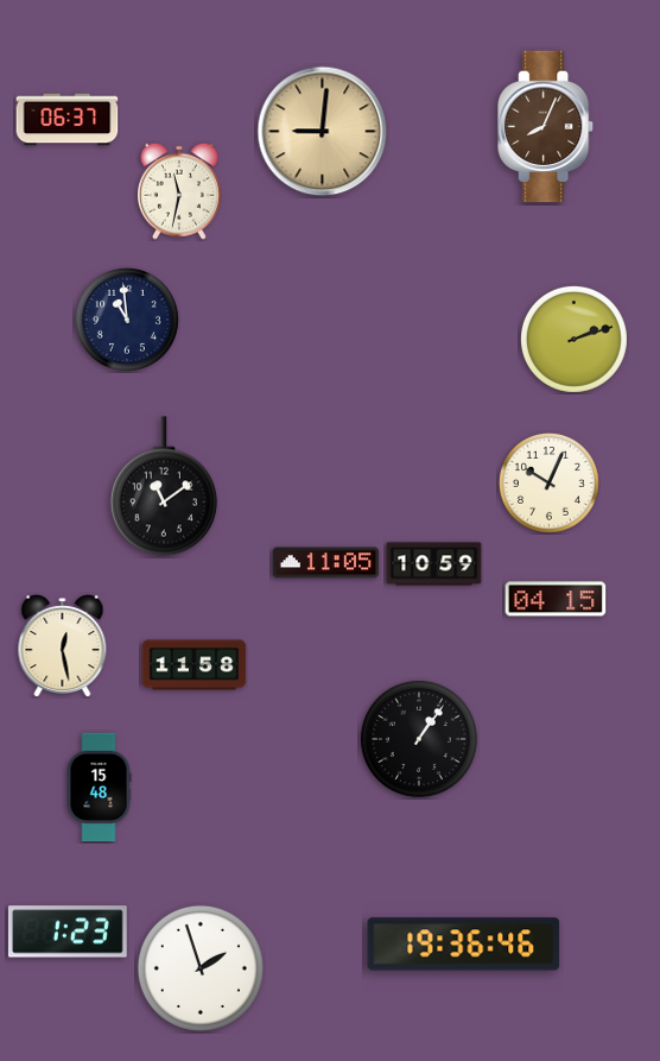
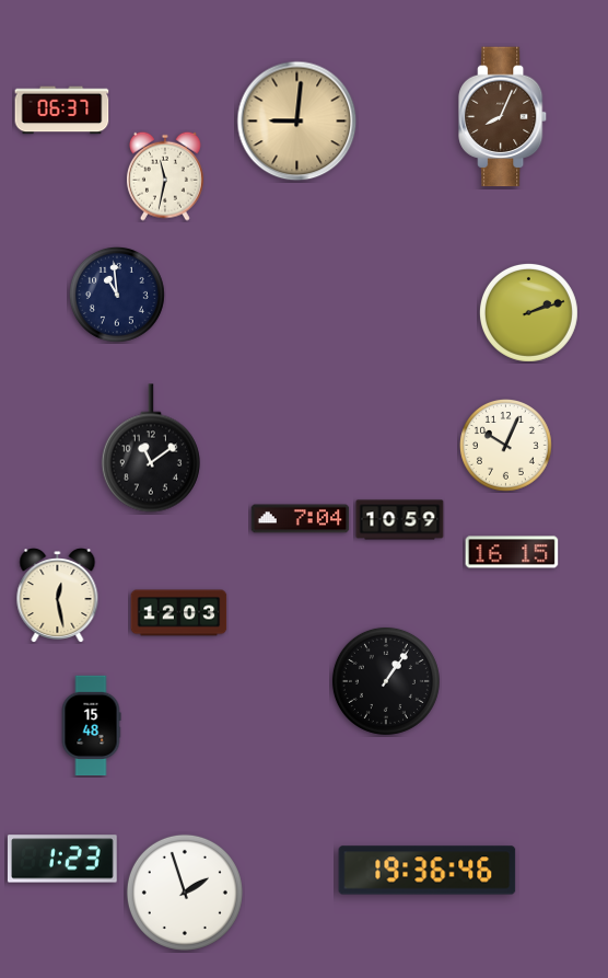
clock at (326, 563): 11:05 -> 7:04
clock at (556, 599): 04:15 -> 16:15
clock at (195, 665): 11:58 -> 12:03
